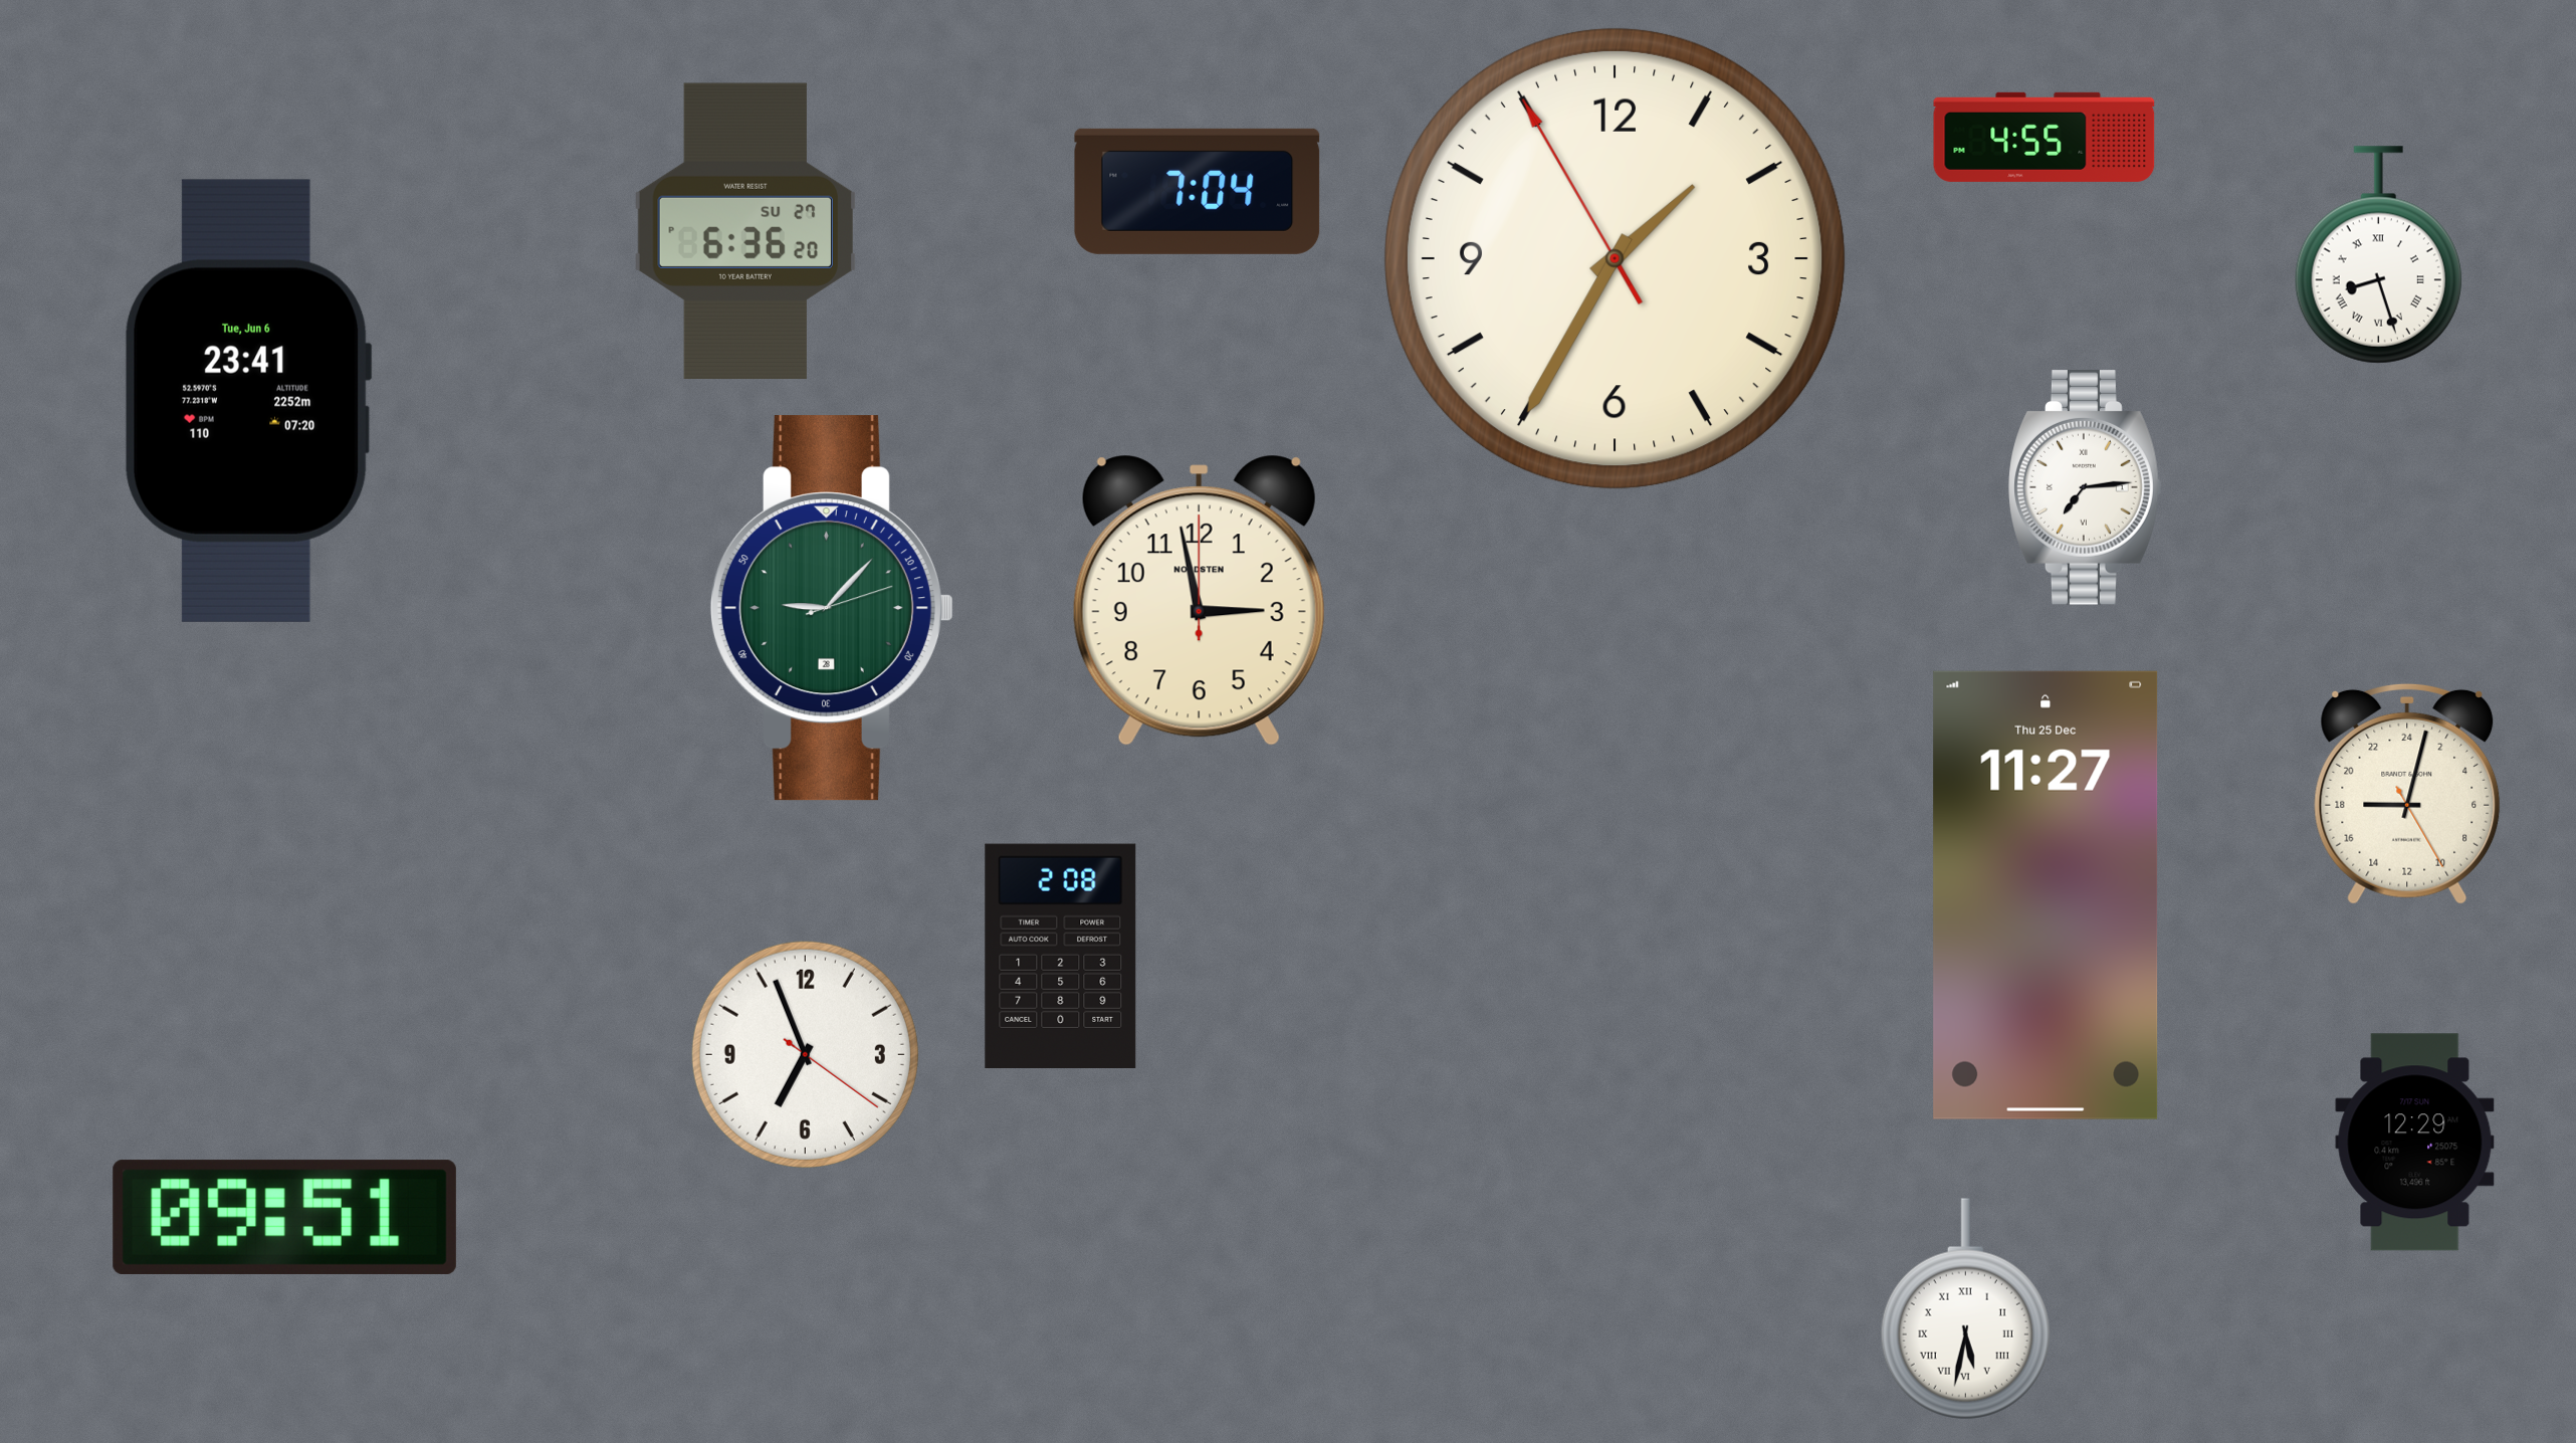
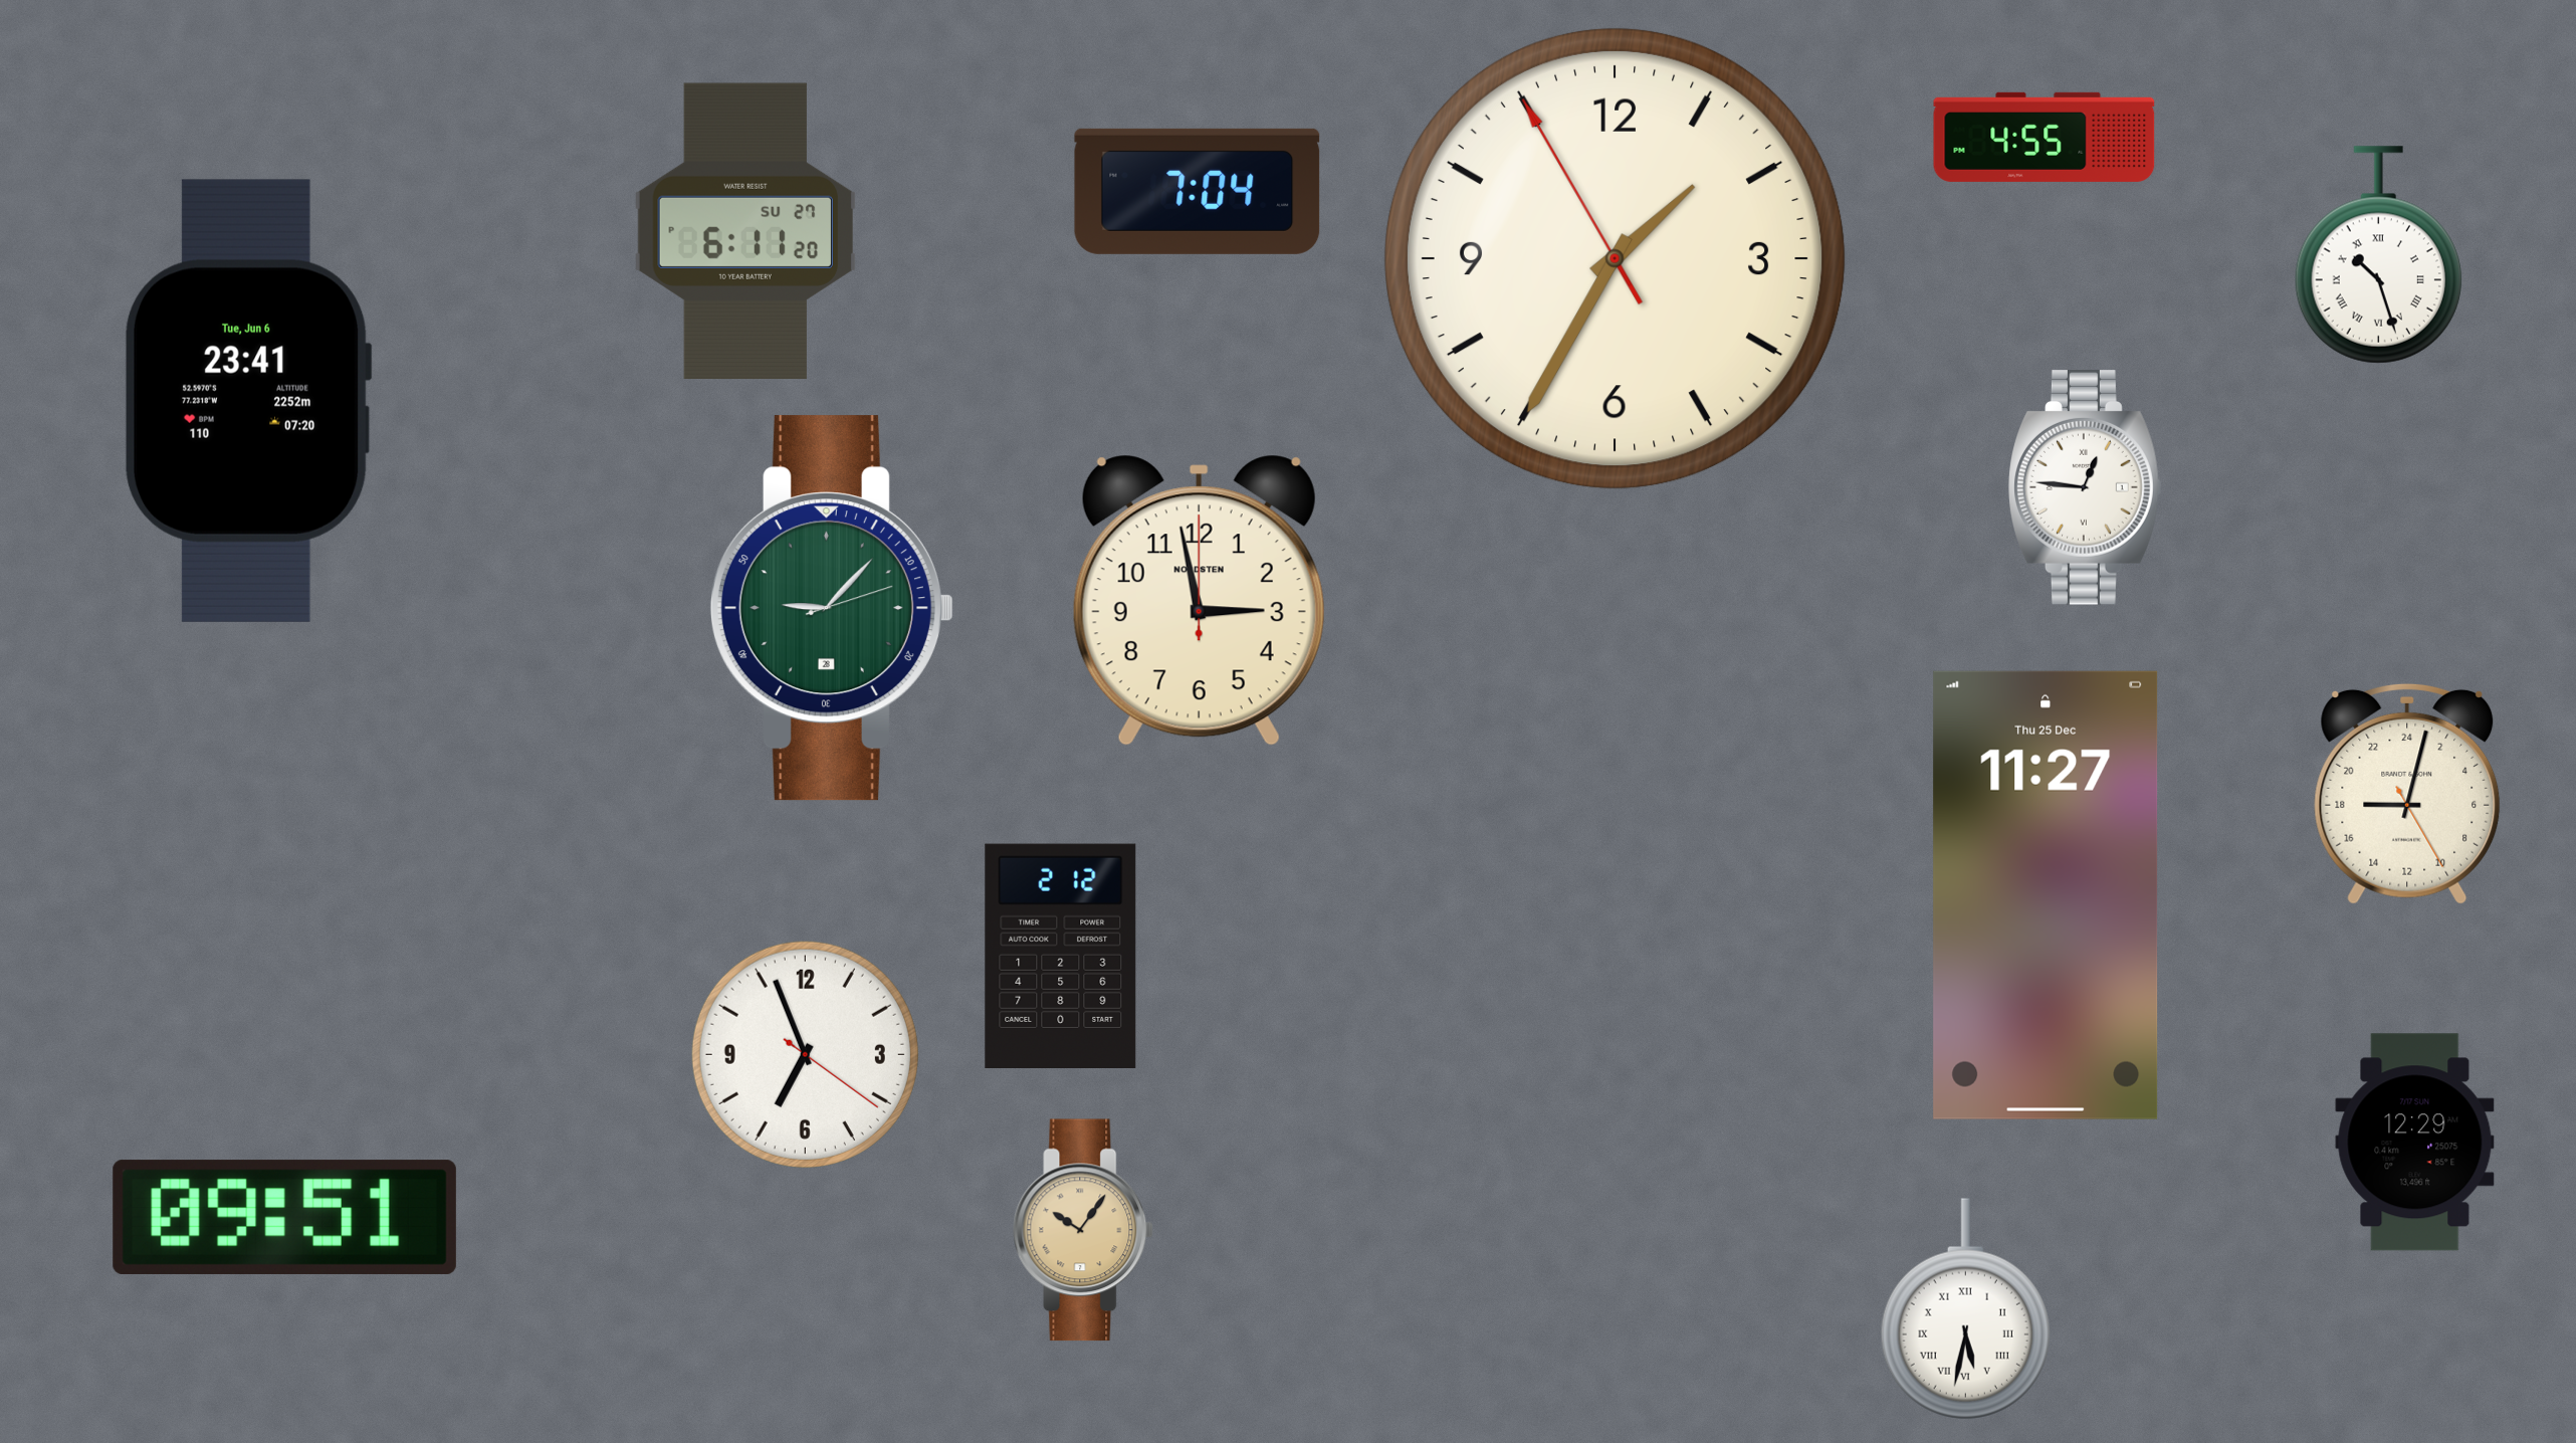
clock at (744, 231): 6:36 -> 6:11
clock at (2378, 255): 8:27 -> 10:27
clock at (2086, 488): 7:14 -> 12:46
clock at (1061, 956): 2:08 -> 2:12
clock at (1084, 1230): none -> 10:06
